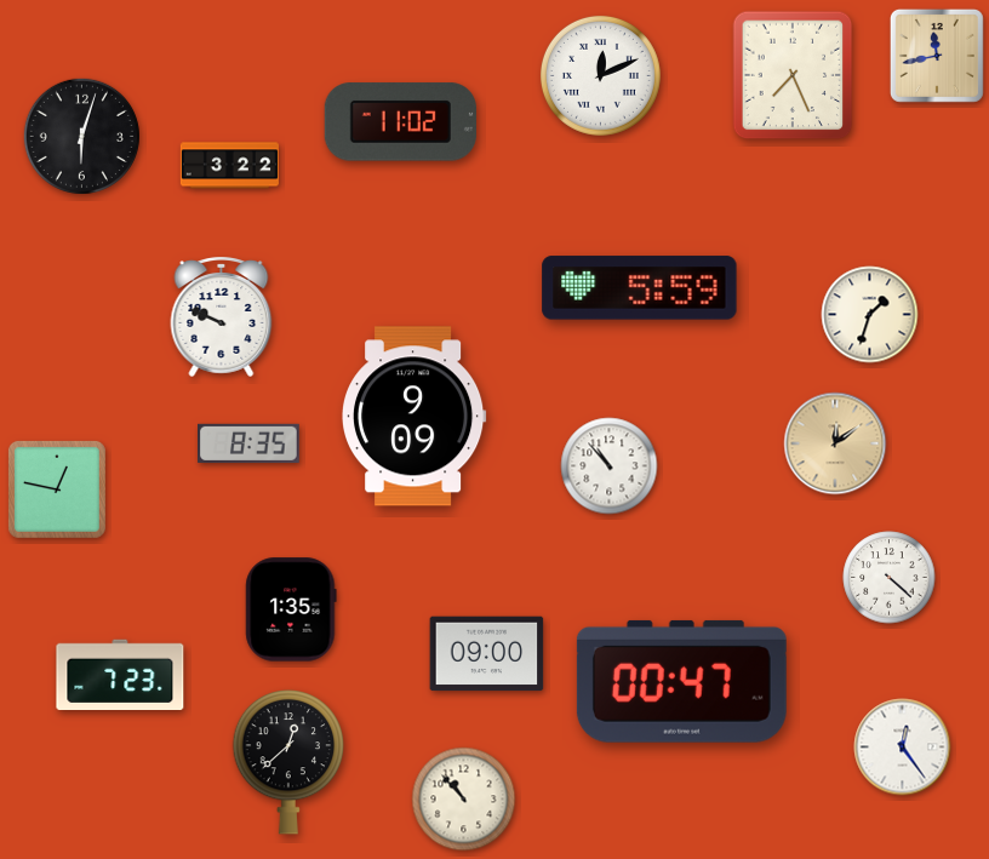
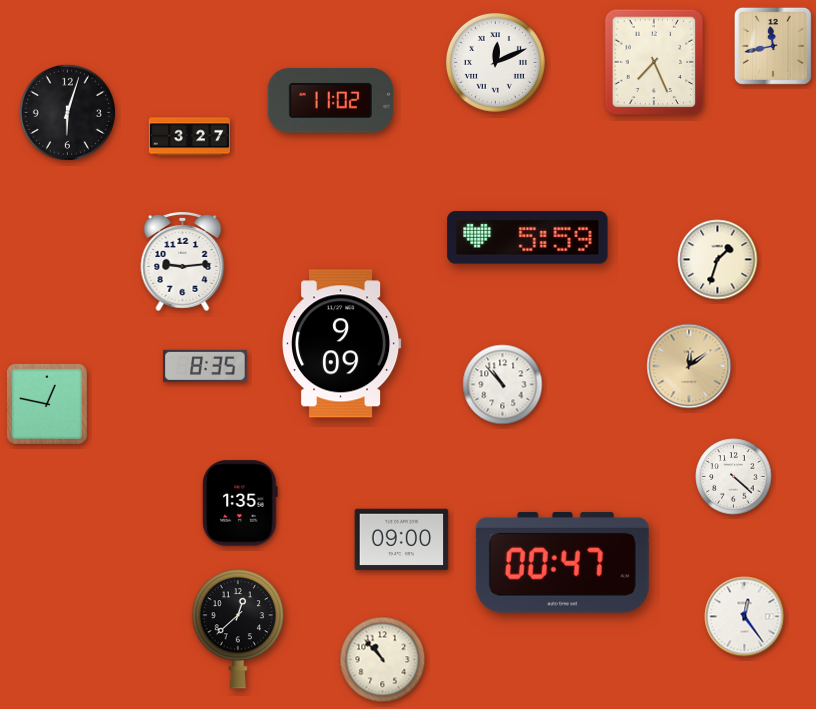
clock at (229, 166): 3:22 -> 3:27
clock at (222, 317): 9:49 -> 9:14
clock at (120, 674): 7:23 -> none
